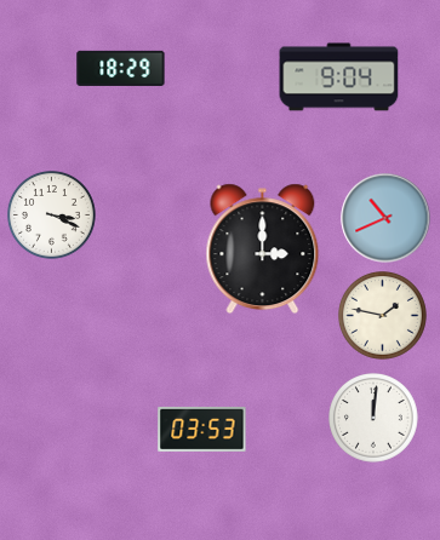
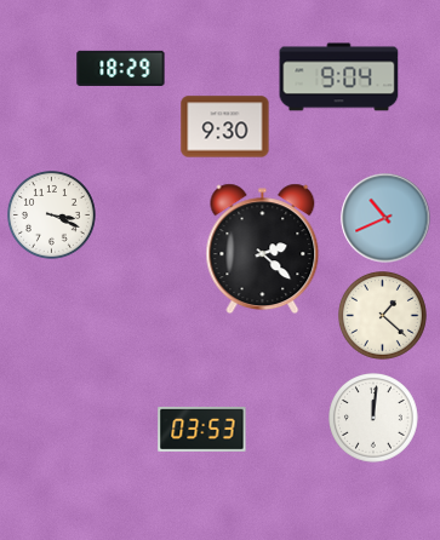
clock at (225, 127): none -> 9:30
clock at (263, 249): 3:00 -> 2:22
clock at (383, 316): 1:47 -> 1:22
